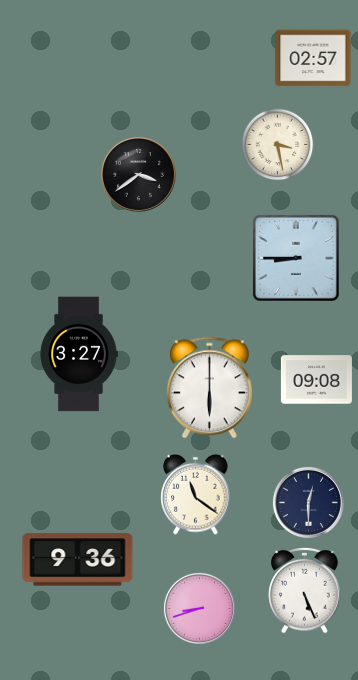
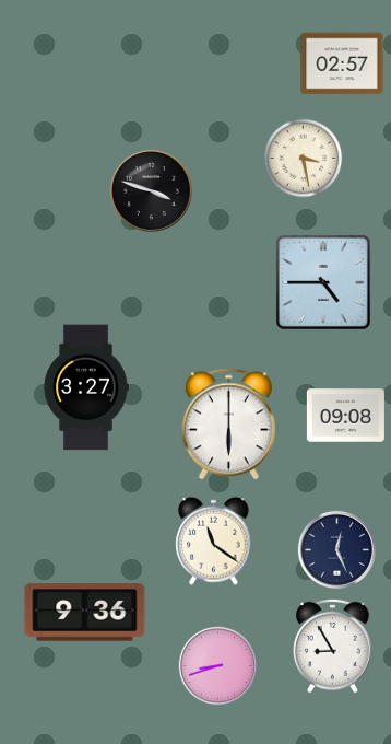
clock at (138, 174): 3:39 -> 3:48
clock at (296, 258): 8:45 -> 4:45
clock at (308, 502): 12:30 -> 12:26
clock at (305, 590): 5:26 -> 8:55
